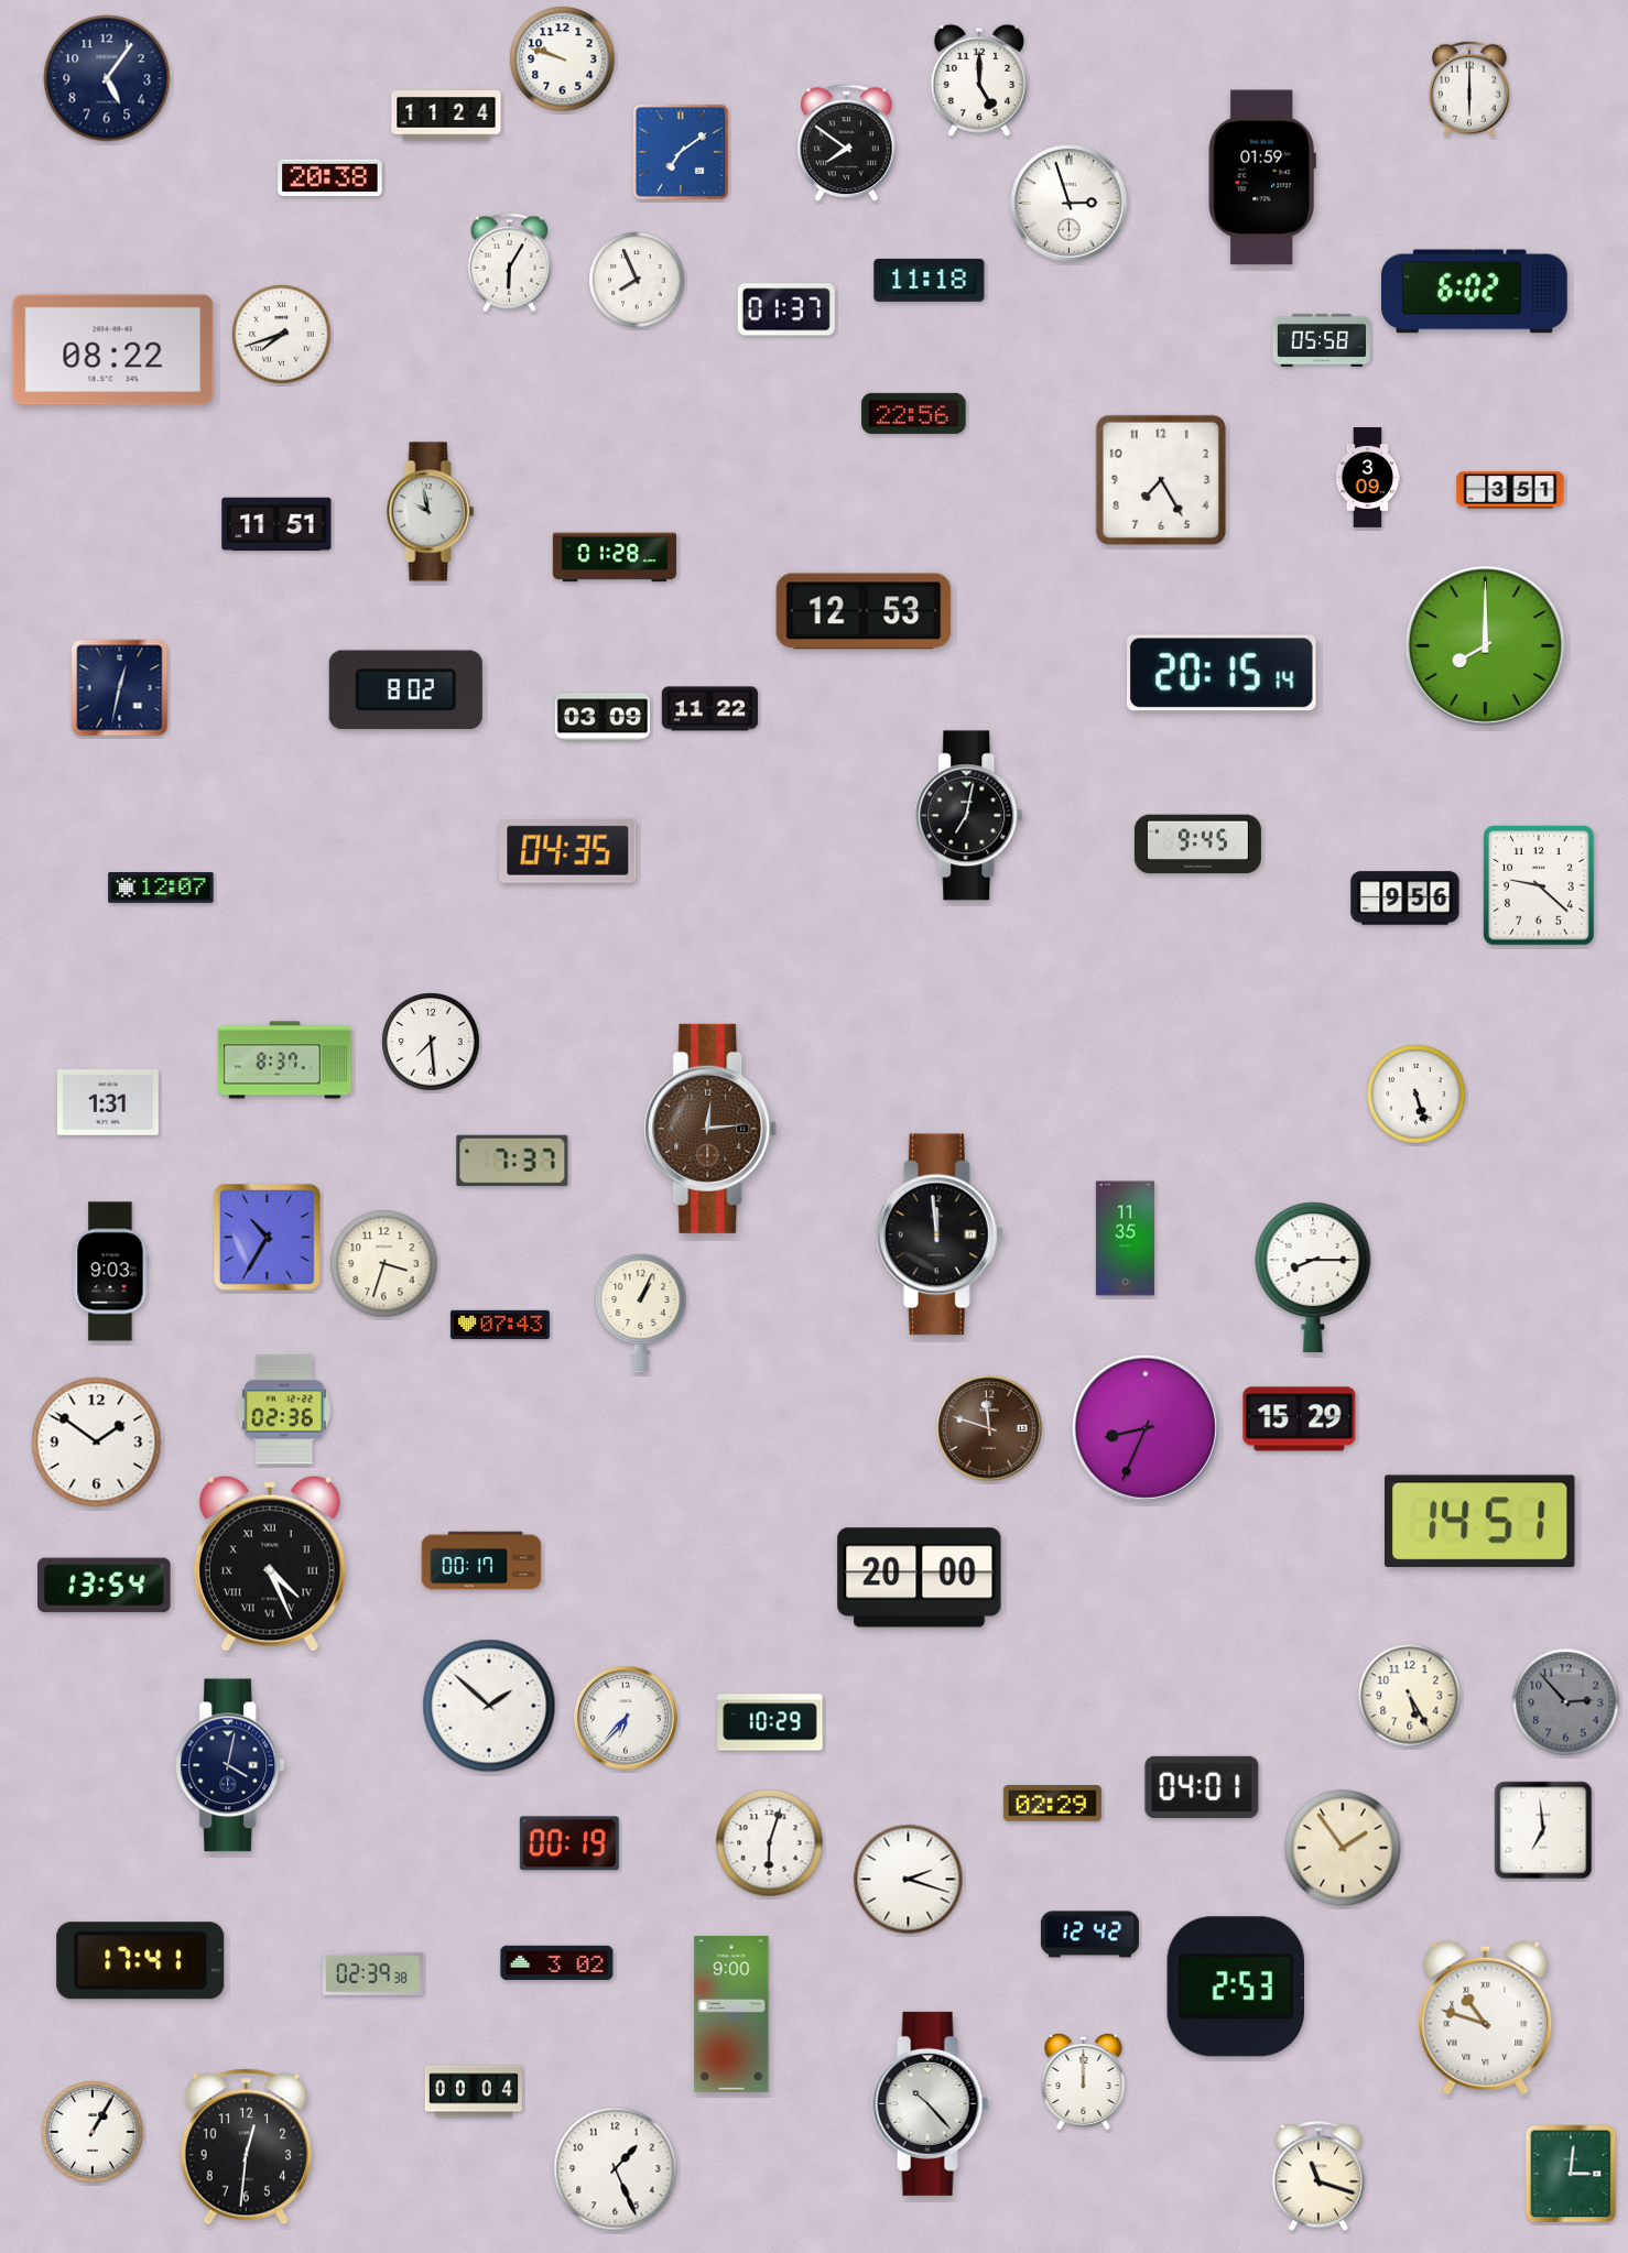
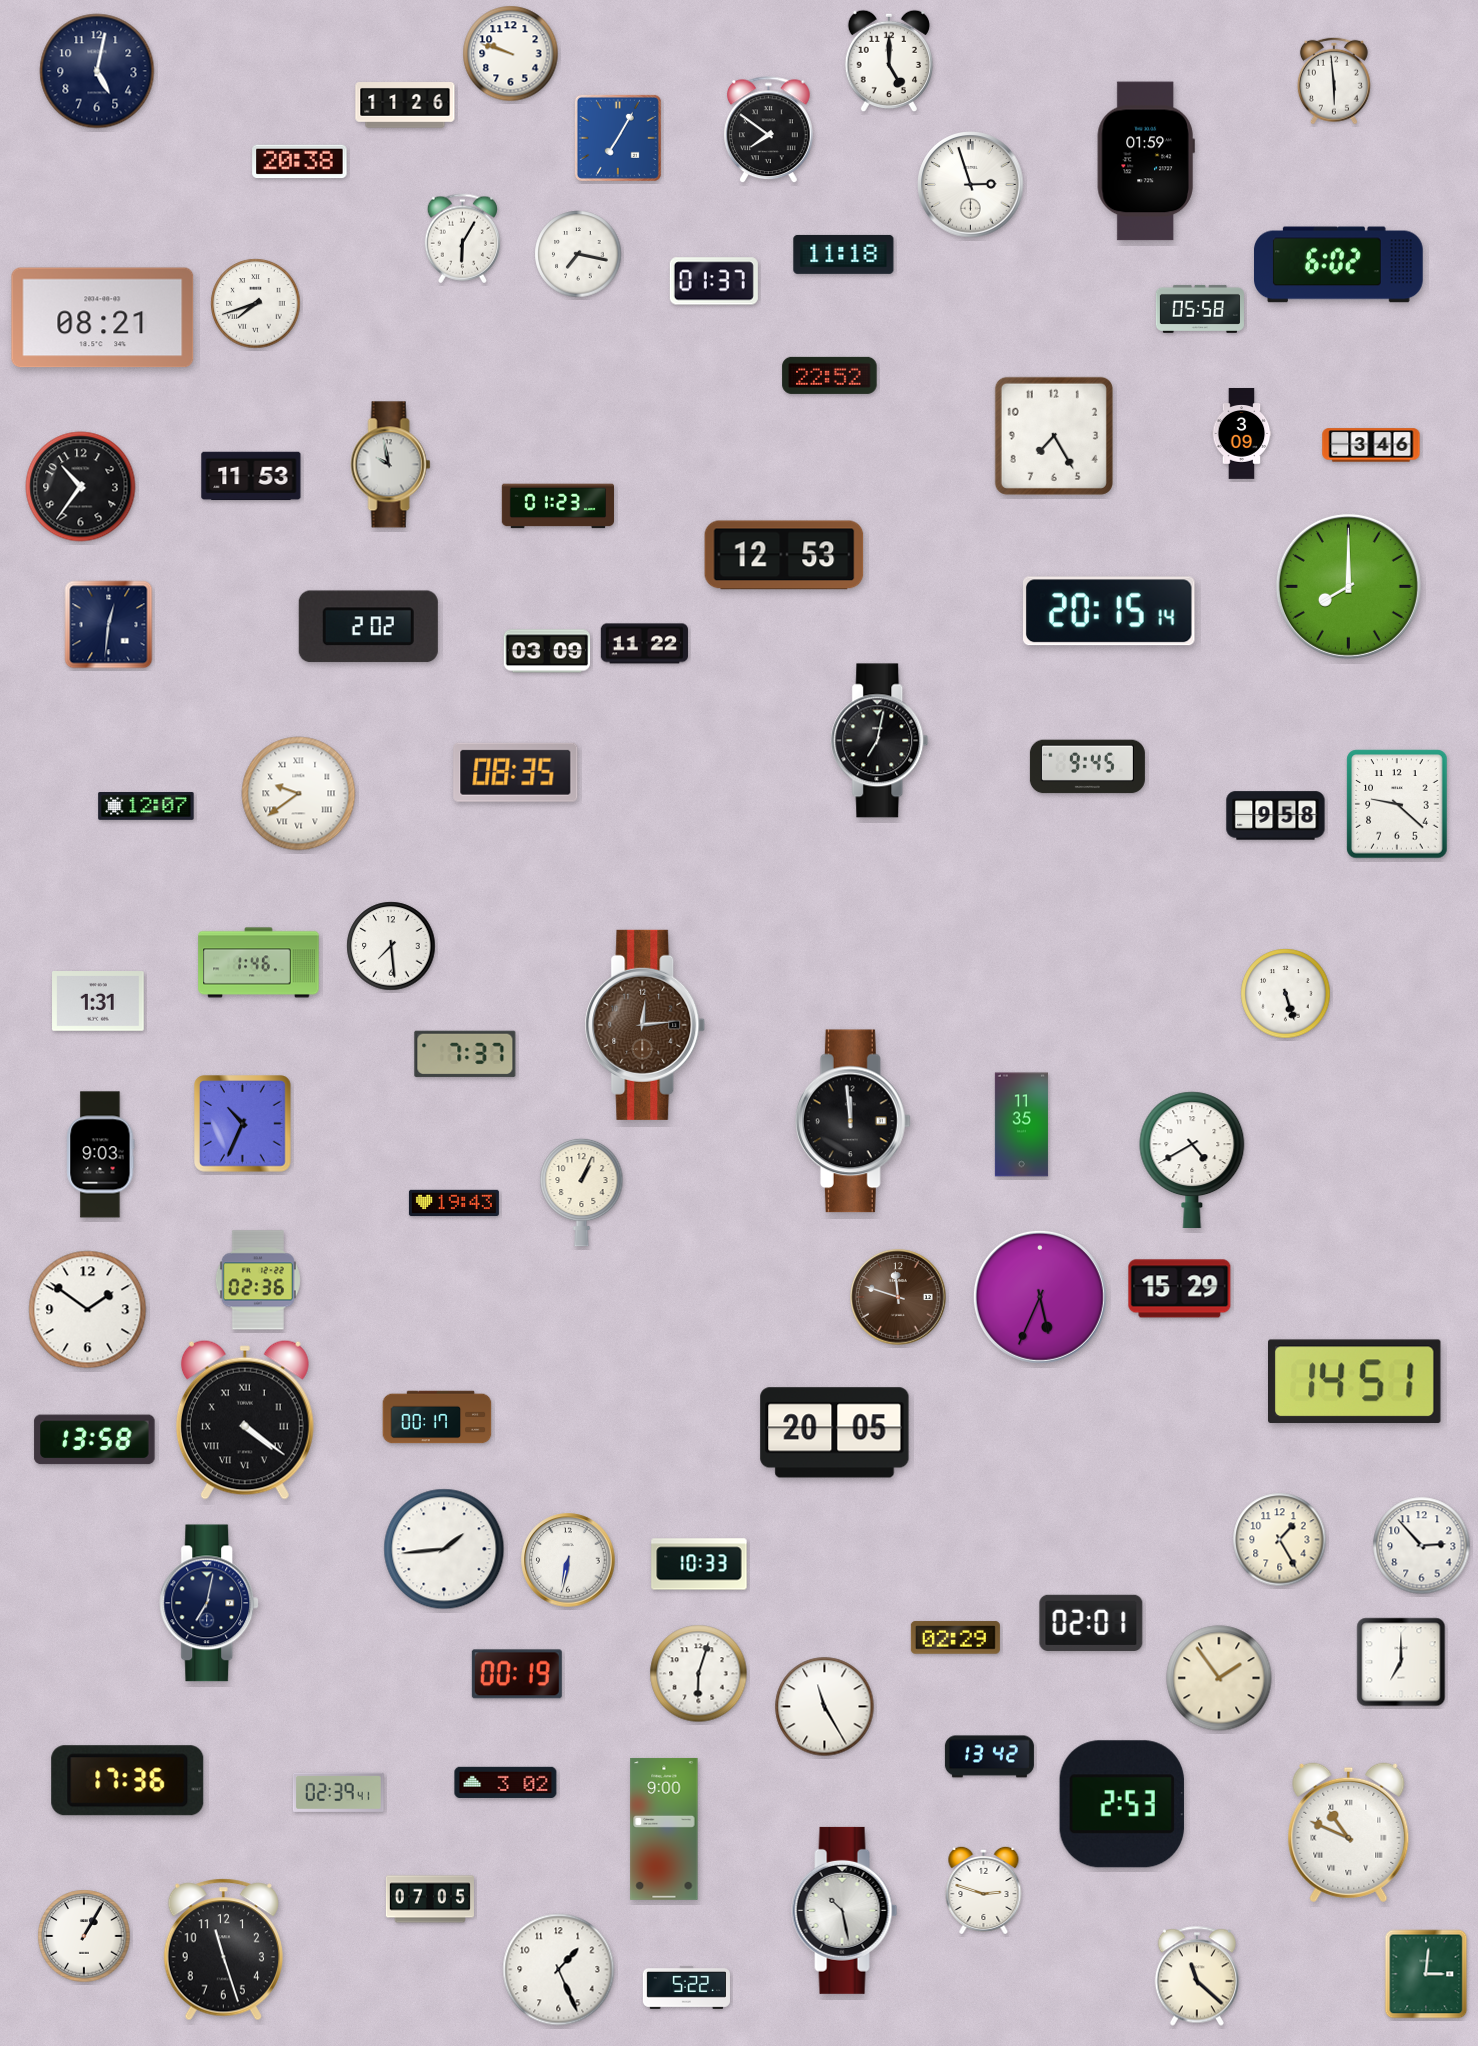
clock at (107, 78): 5:06 -> 5:02
clock at (979, 79) position: (979, 79) -> (889, 60)
clock at (1469, 89): 6:00 -> 5:59
clock at (446, 117): 11:24 -> 11:26
clock at (681, 152): 7:09 -> 7:05
clock at (637, 280): 7:56 -> 7:17
clock at (113, 350): 08:22 -> 08:21
clock at (914, 413): 22:56 -> 22:52
clock at (1510, 490): 3:51 -> 3:46
clock at (276, 524): 11:51 -> 11:53
clock at (81, 487): none -> 10:36
clock at (614, 557): 01:28 -> 01:23
clock at (120, 688): 12:32 -> 12:31
clock at (405, 690): 8:02 -> 2:02
clock at (568, 850): 04:35 -> 08:35
clock at (299, 794): none -> 9:39
clock at (1405, 899): 9:56 -> 9:58
clock at (285, 1060): 8:37 -> 1:46
clock at (268, 1238): 10:35 -> 10:34
clock at (384, 1264): 3:33 -> none
clock at (1313, 1276): 8:15 -> 4:40
clock at (500, 1325): 07:43 -> 19:43
clock at (1146, 1428): 8:34 -> 5:34
clock at (1480, 1522) position: (1480, 1522) -> (1355, 1382)
clock at (270, 1564): 4:26 -> 4:21
clock at (920, 1578): 20:00 -> 20:05
clock at (105, 1586): 13:54 -> 13:58
clock at (1410, 1696): 5:25 -> 1:25
clock at (1566, 1702) dial: grey -> white
clock at (489, 1706): 1:52 -> 1:44
clock at (626, 1718): 6:37 -> 6:32
clock at (770, 1722): 10:29 -> 10:33
clock at (231, 1765): 4:02 -> 7:02
clock at (1202, 1787): 04:01 -> 02:01
clock at (1543, 1830): 6:59 -> 7:00
clock at (909, 1880): 2:18 -> 11:25
clock at (1089, 1935): 12:42 -> 13:42
clock at (141, 1961): 17:41 -> 17:36
clock at (372, 1973): 02:39:38 -> 02:39:41
clock at (1486, 2018): 10:48 -> 10:49
clock at (1084, 2081): 12:00 -> 2:48
clock at (474, 2091): 00:04 -> 07:05
clock at (931, 2103): 10:23 -> 10:28
clock at (246, 2147): 12:31 -> 11:27
clock at (1317, 2176): 11:18 -> 11:22
clock at (686, 1988): none -> 5:22
